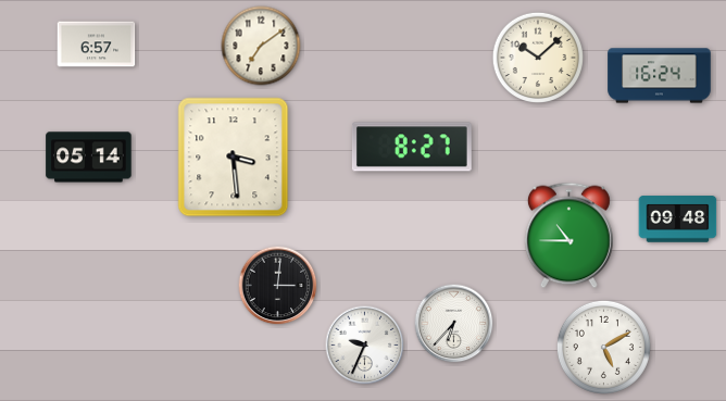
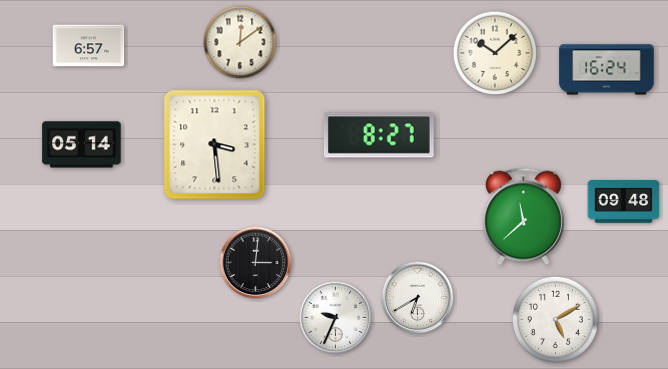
clock at (97, 45) position: (97, 45) -> (89, 46)
clock at (261, 46): 7:09 -> 12:09
clock at (568, 236): 10:45 -> 11:38
clock at (454, 324): 6:37 -> 6:40
